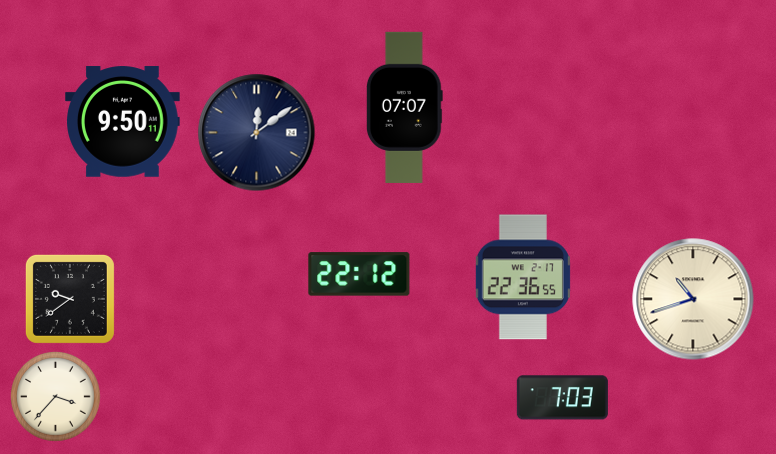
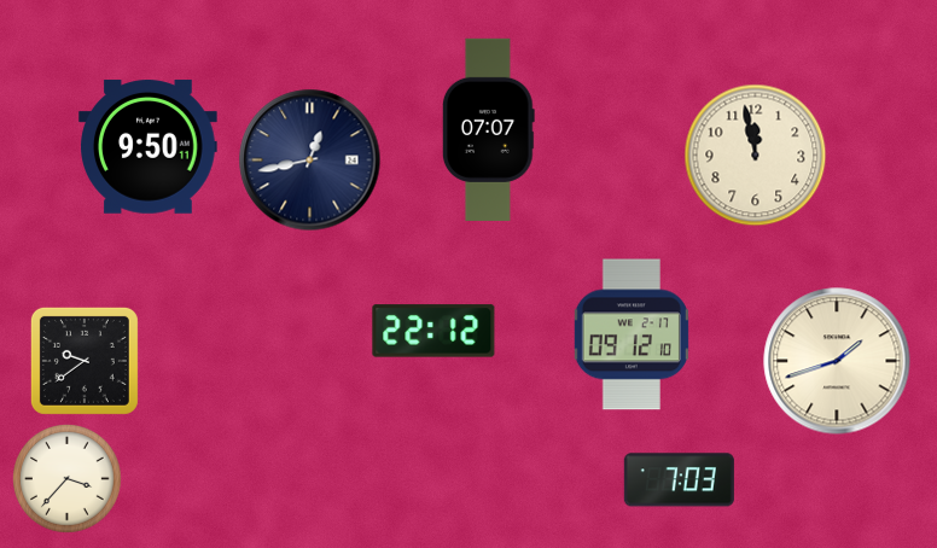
clock at (756, 156): none -> 11:58
clock at (257, 133): 12:09 -> 12:43
clock at (523, 277): 22:36 -> 09:12
clock at (693, 299): 10:42 -> 1:42
